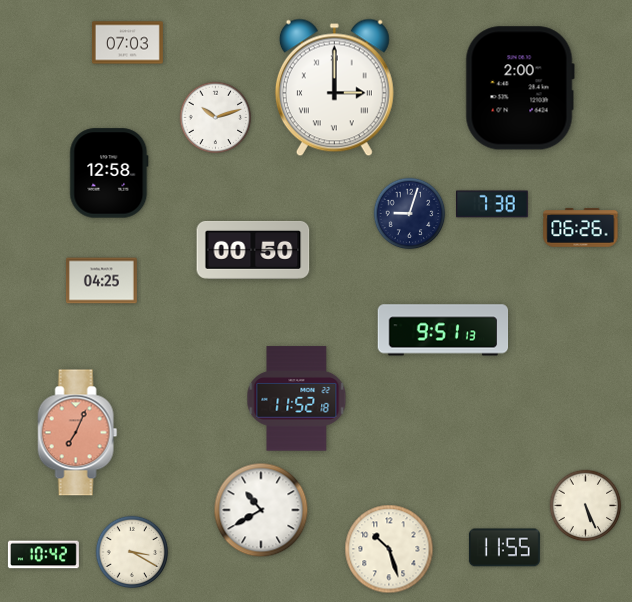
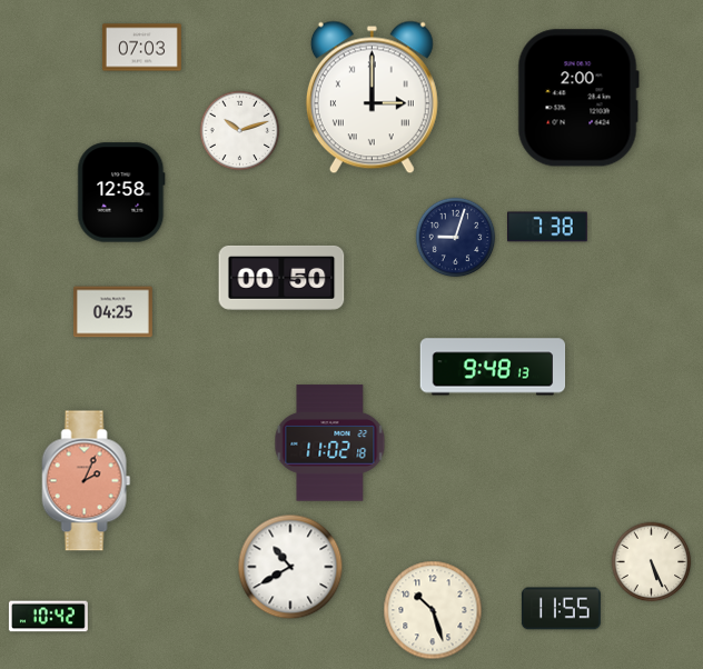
clock at (581, 228): 06:26 -> none
clock at (443, 330): 9:51 -> 9:48
clock at (297, 399): 11:52 -> 11:02
clock at (78, 433): 7:04 -> 2:04
clock at (132, 552): 3:20 -> none
